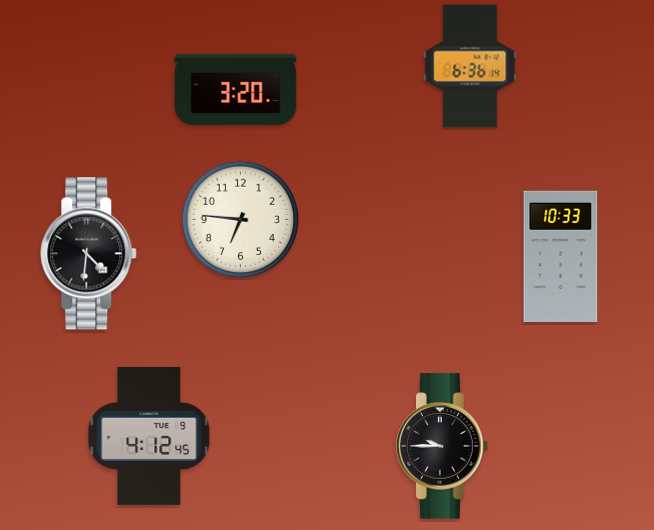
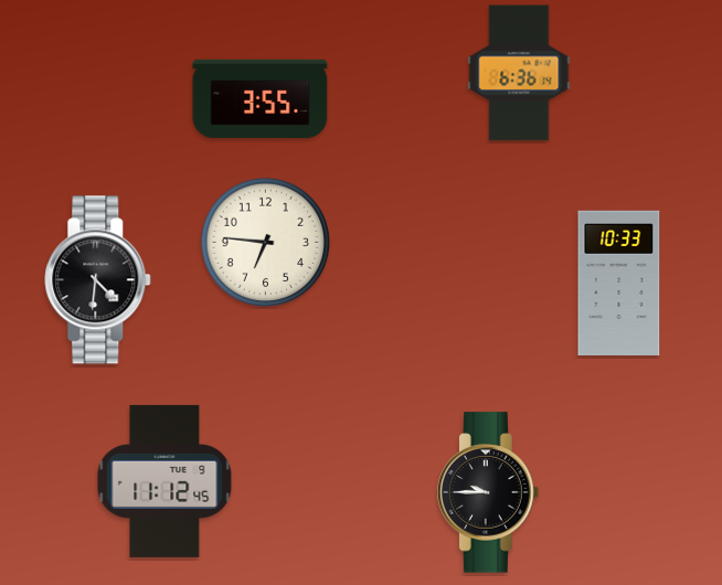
clock at (236, 90): 3:20 -> 3:55
clock at (149, 436): 4:12 -> 11:12
